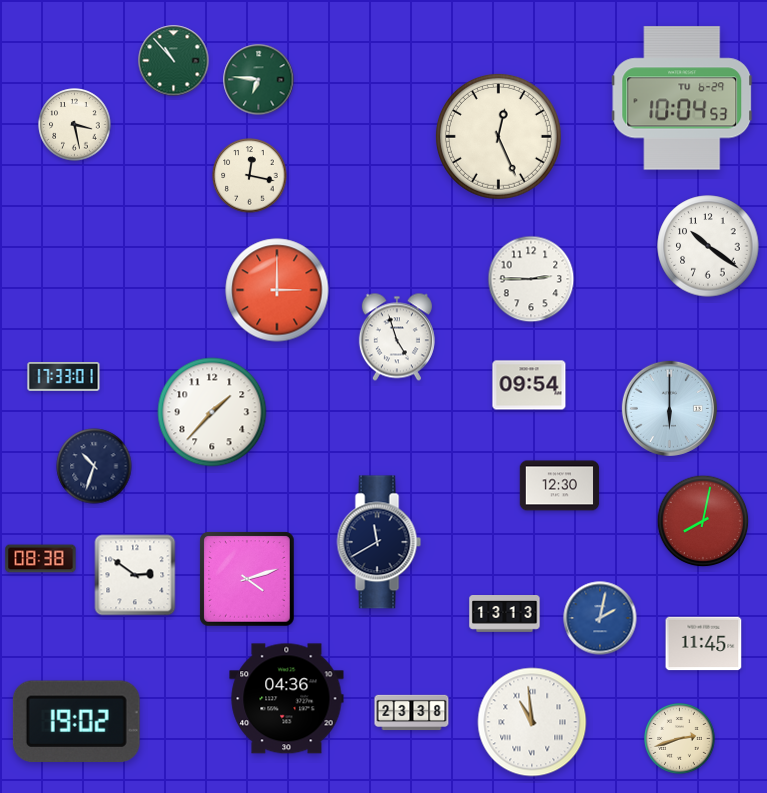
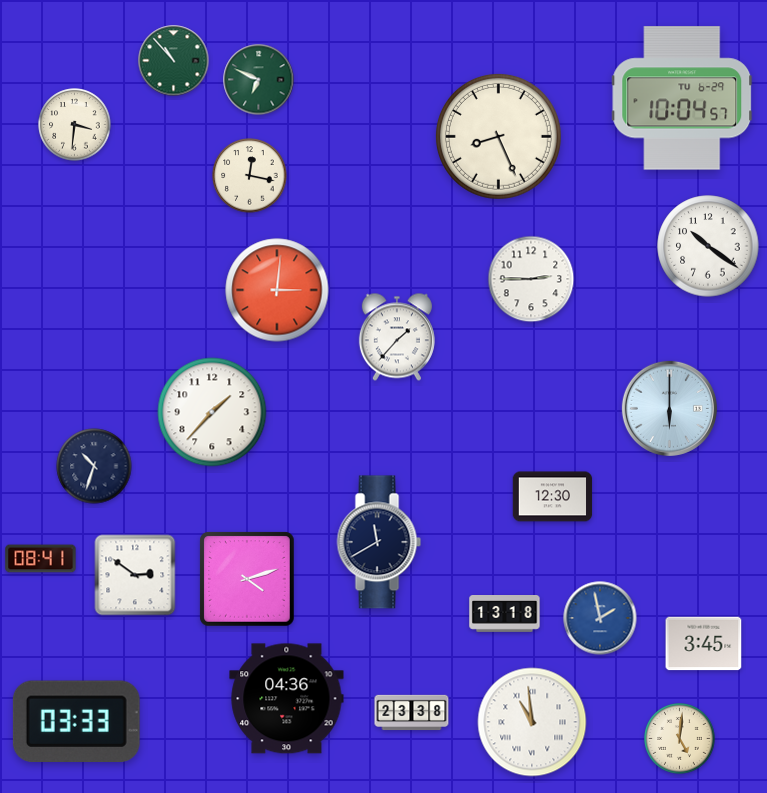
clock at (259, 80): 6:46 -> 6:49
clock at (682, 98): 10:04:53 -> 10:04:57
clock at (75, 125): 3:28 -> 3:31
clock at (498, 136): 12:26 -> 8:26
clock at (277, 290): 3:00 -> 3:01
clock at (397, 337): 4:57 -> 1:37
clock at (64, 377): 17:33 -> none
clock at (529, 385): 09:54 -> none
clock at (560, 486) position: (560, 486) -> (553, 497)
clock at (703, 521): 8:02 -> none
clock at (41, 559): 08:38 -> 08:41
clock at (505, 614): 13:13 -> 13:18
clock at (600, 618): 2:02 -> 1:58
clock at (704, 644): 11:45 -> 3:45
clock at (76, 721): 19:02 -> 03:33
clock at (680, 739): 2:42 -> 5:01
